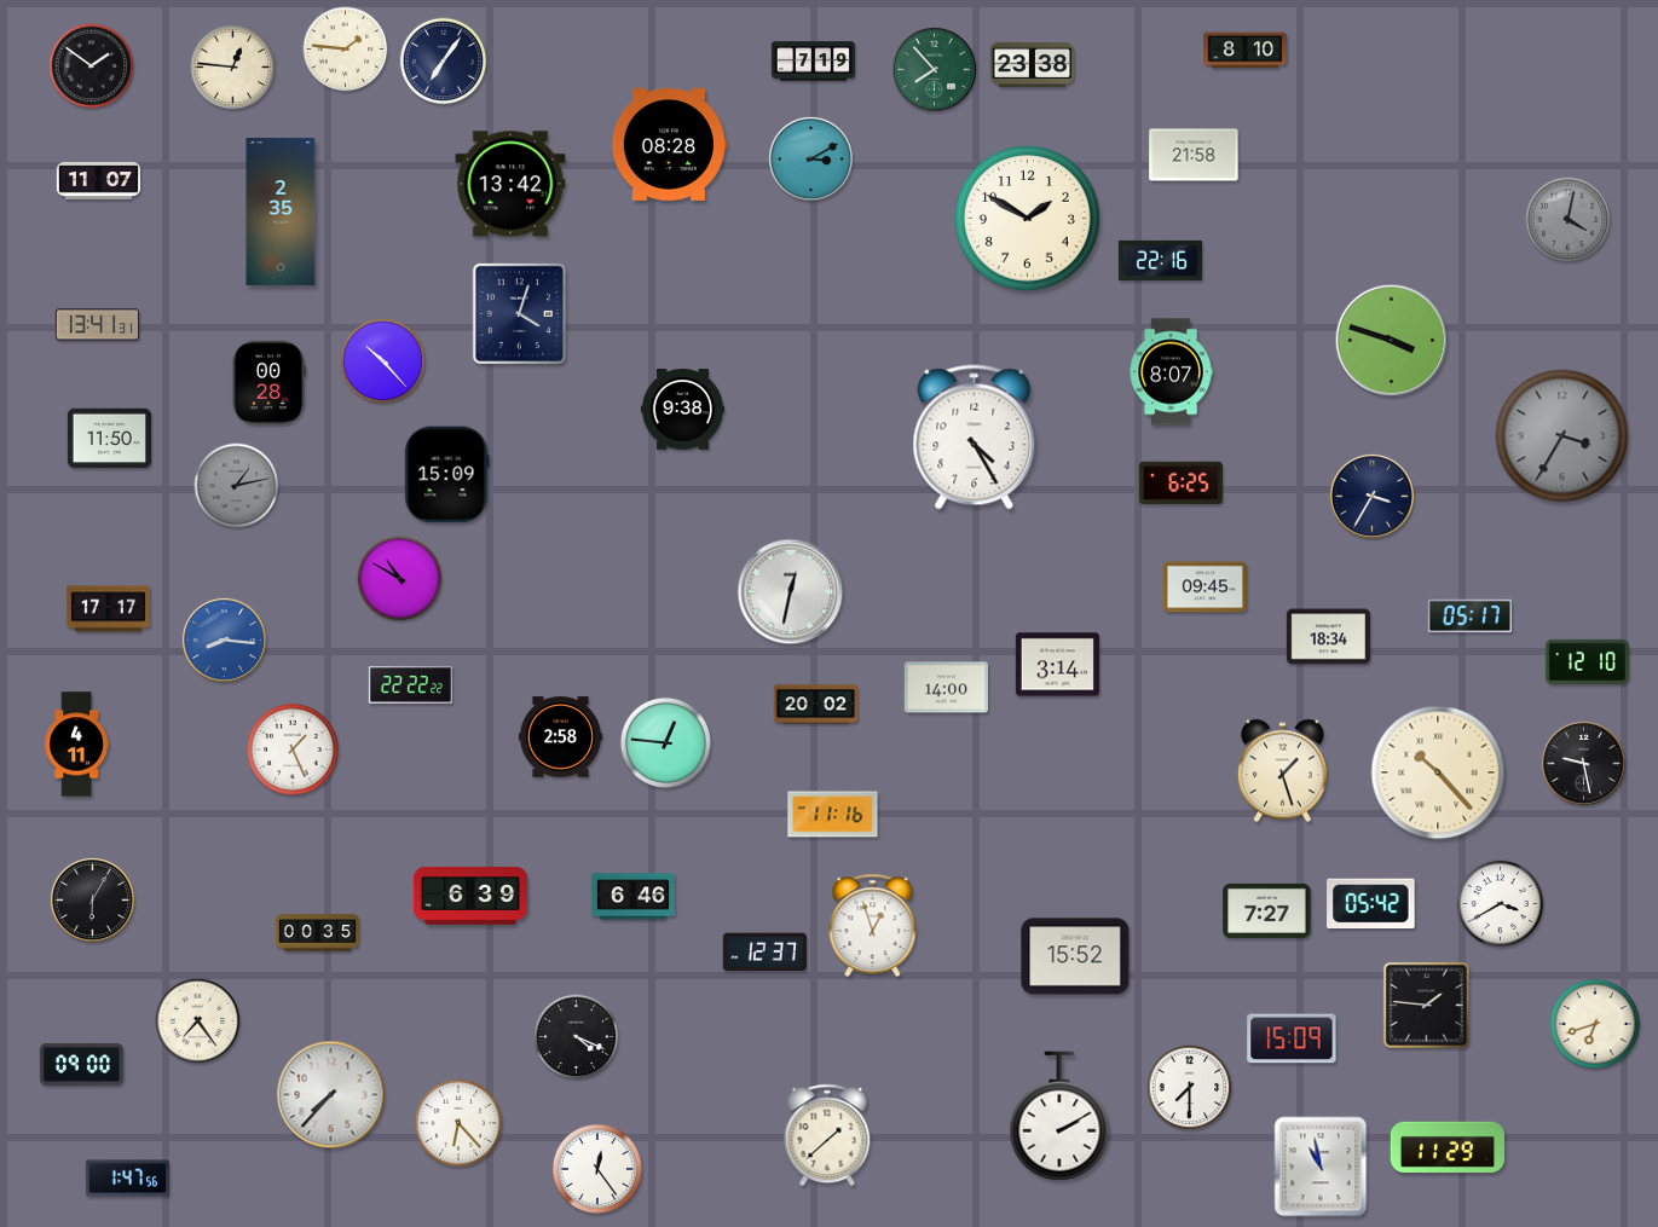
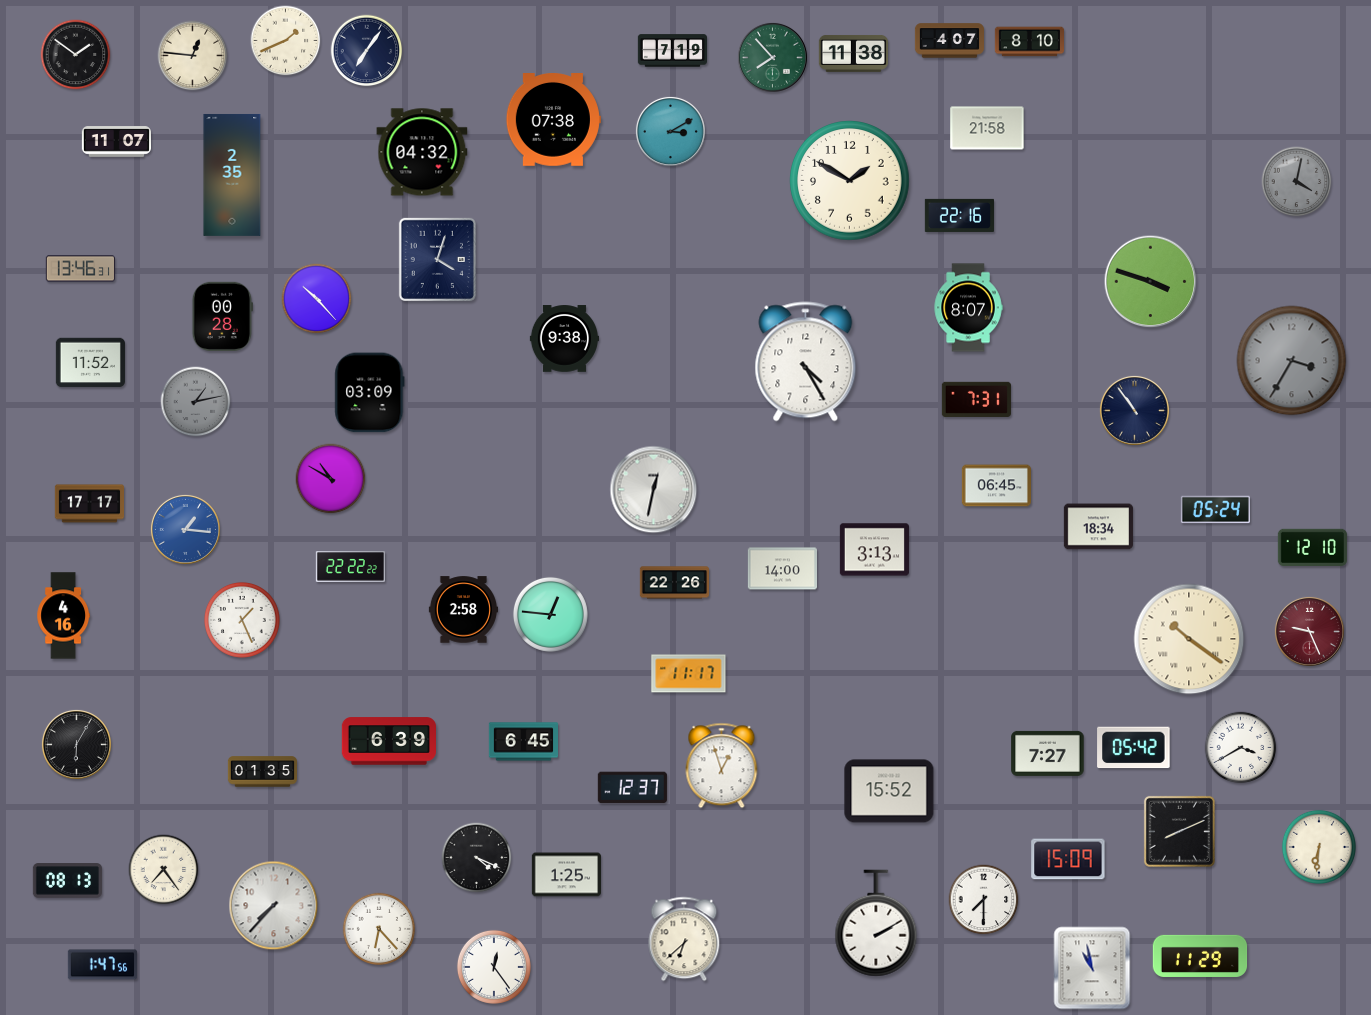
clock at (346, 50): 1:46 -> 1:41
clock at (949, 41): none -> 4:07
clock at (1032, 64): 23:38 -> 11:38
clock at (669, 145): 08:28 -> 07:38
clock at (98, 181) position: (98, 181) -> (116, 142)
clock at (510, 184): 13:42 -> 04:32
clock at (519, 313) position: (519, 313) -> (437, 259)
clock at (97, 325): 13:41 -> 13:46
clock at (109, 439): 11:50 -> 11:52
clock at (447, 475): 15:09 -> 03:09
clock at (1180, 482): 6:25 -> 7:31
clock at (1371, 496): 3:35 -> 10:54
clock at (1204, 588): 09:45 -> 06:45
clock at (1469, 617): 05:17 -> 05:24
clock at (224, 639): 8:16 -> 1:16
clock at (1057, 665): 3:14 -> 3:13
clock at (410, 685) position: (410, 685) -> (350, 567)
clock at (815, 705): 20:02 -> 22:26
clock at (77, 745): 4:11 -> 4:16
clock at (1583, 763): 9:28 -> 9:26
clock at (1583, 763) dial: black -> burgundy
clock at (1282, 771): 1:27 -> none
clock at (1438, 772): 10:23 -> 10:21
clock at (833, 815): 11:16 -> 11:17
clock at (632, 897): 6:46 -> 6:45
clock at (318, 933): 00:35 -> 01:35
clock at (1426, 1005): 1:46 -> 8:11
clock at (198, 1021) position: (198, 1021) -> (164, 870)
clock at (1595, 1024): 6:42 -> 6:31
clock at (566, 875): none -> 1:25
clock at (81, 1065): 09:00 -> 08:13
clock at (827, 1135): 1:38 -> 6:38
clock at (1448, 1147) position: (1448, 1147) -> (1200, 956)
clock at (1321, 1167) position: (1321, 1167) -> (1092, 968)
clock at (127, 1179) position: (127, 1179) -> (102, 965)
